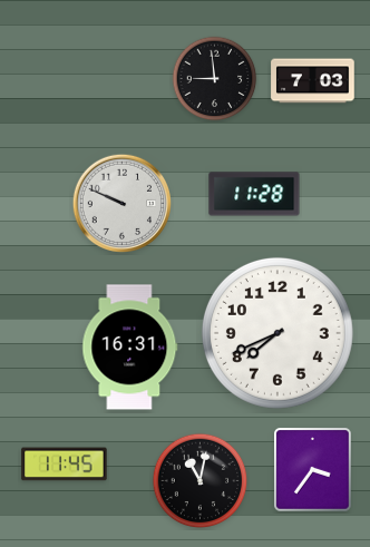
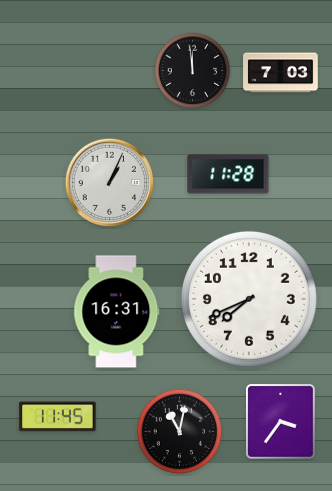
clock at (215, 79): 8:59 -> 11:59
clock at (123, 204): 9:49 -> 1:04
